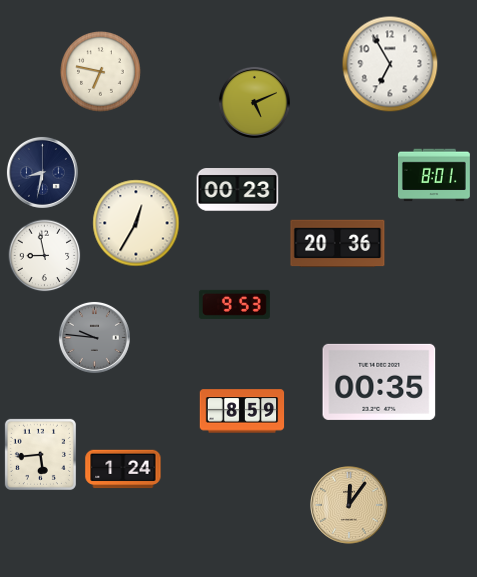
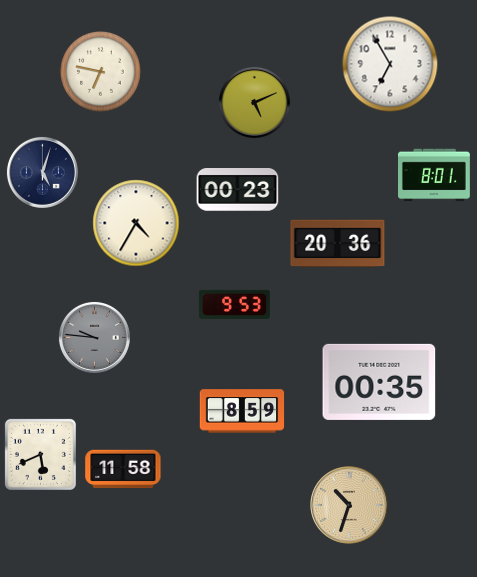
clock at (42, 172): 8:32 -> 5:03
clock at (136, 223): 12:35 -> 4:35
clock at (45, 256): 8:58 -> none
clock at (40, 454): 5:44 -> 5:41
clock at (123, 469): 1:24 -> 11:58
clock at (349, 505): 12:06 -> 10:33
